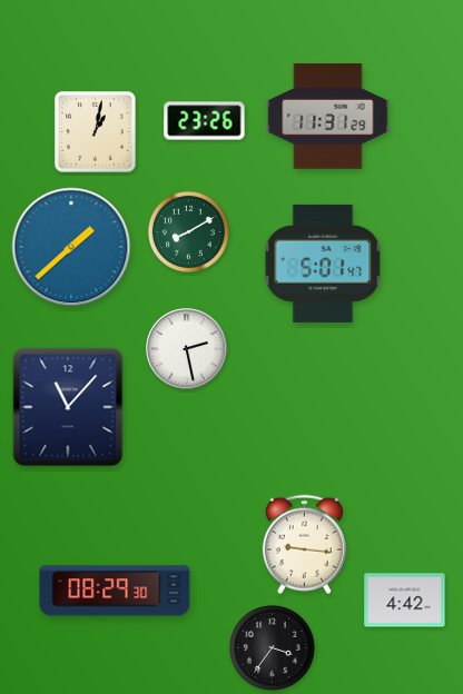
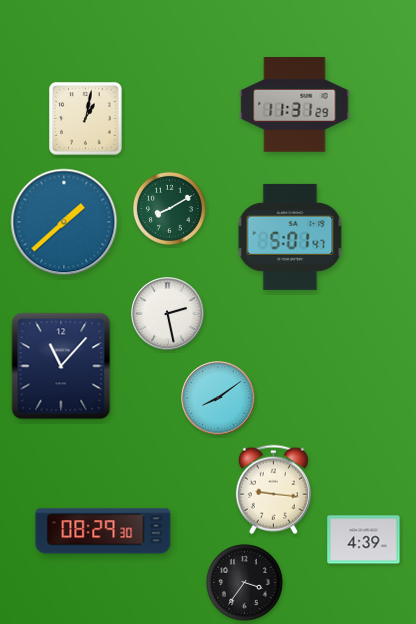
clock at (205, 121): 23:26 -> none
clock at (218, 398): none -> 8:09
clock at (405, 601): 4:42 -> 4:39
